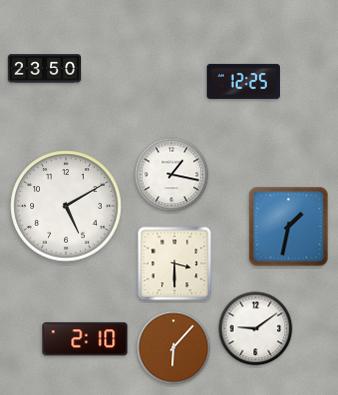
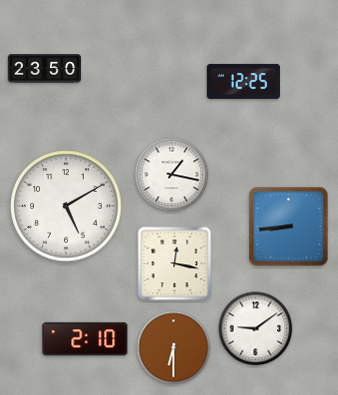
clock at (289, 227): 1:32 -> 8:44
clock at (175, 264): 3:30 -> 12:17
clock at (174, 348): 6:07 -> 6:30
